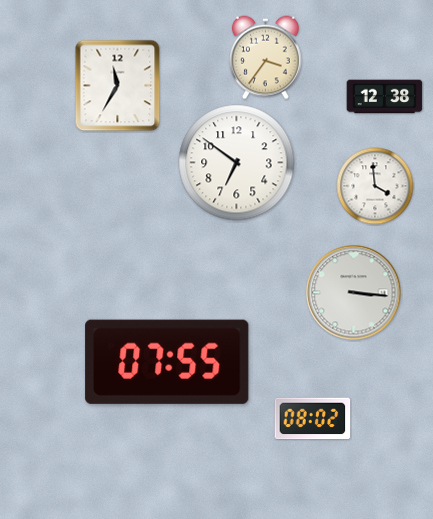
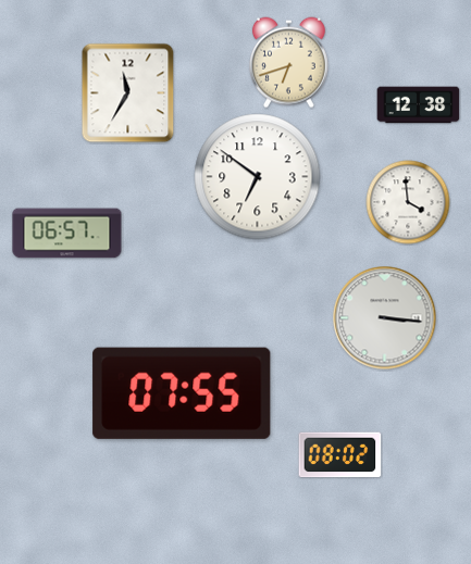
clock at (266, 58): 3:36 -> 6:42
clock at (67, 234): none -> 06:57
